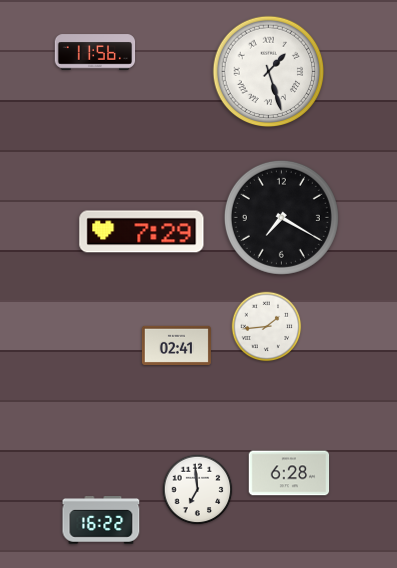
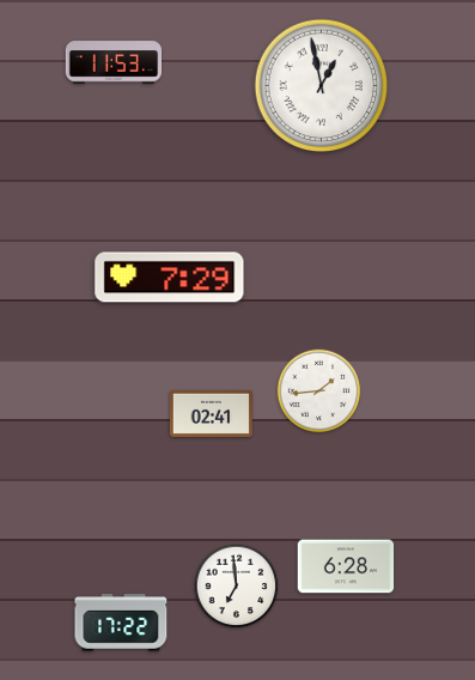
clock at (95, 52): 11:56 -> 11:53
clock at (269, 72): 1:27 -> 12:58
clock at (281, 217): 7:20 -> none
clock at (101, 521): 16:22 -> 17:22
